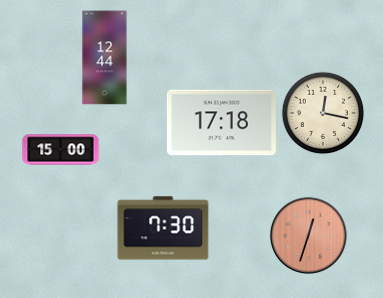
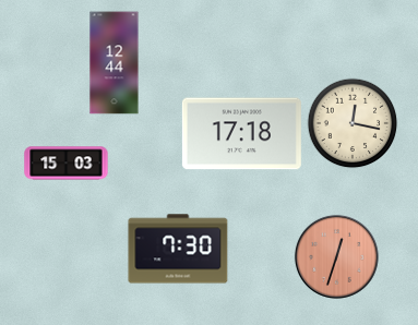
clock at (61, 150): 15:00 -> 15:03
